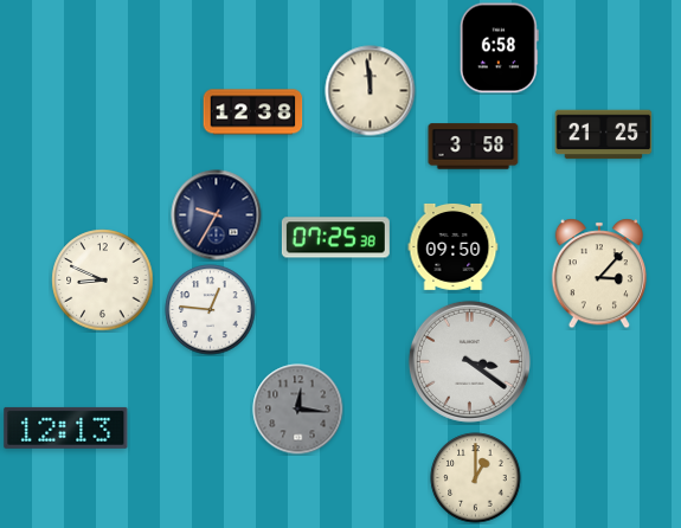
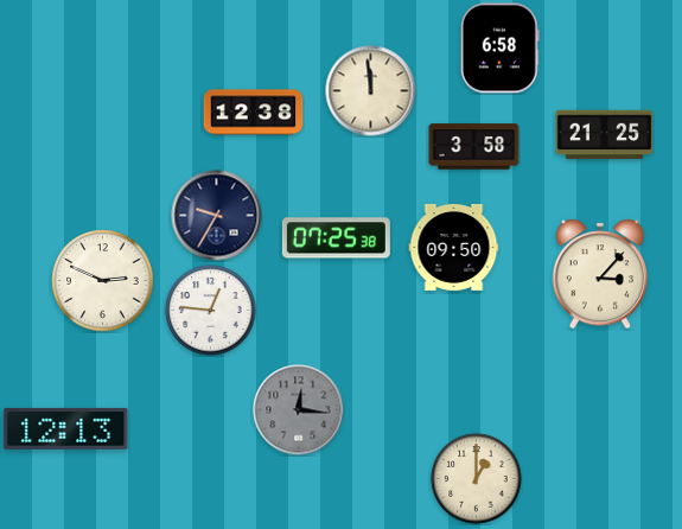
clock at (103, 281): 8:49 -> 2:49
clock at (469, 361): 3:21 -> none
